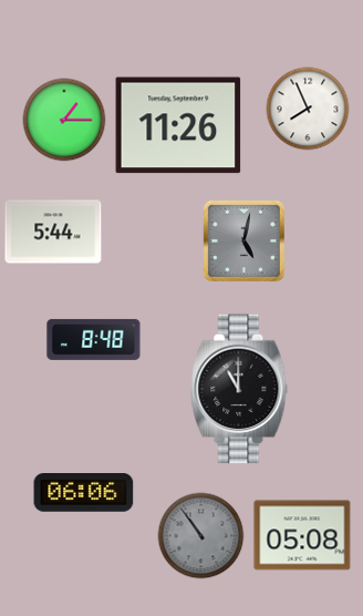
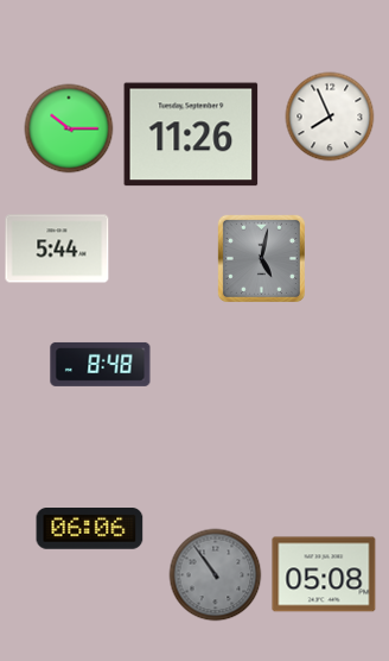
clock at (64, 120): 1:15 -> 10:15
clock at (239, 389): 11:00 -> none
